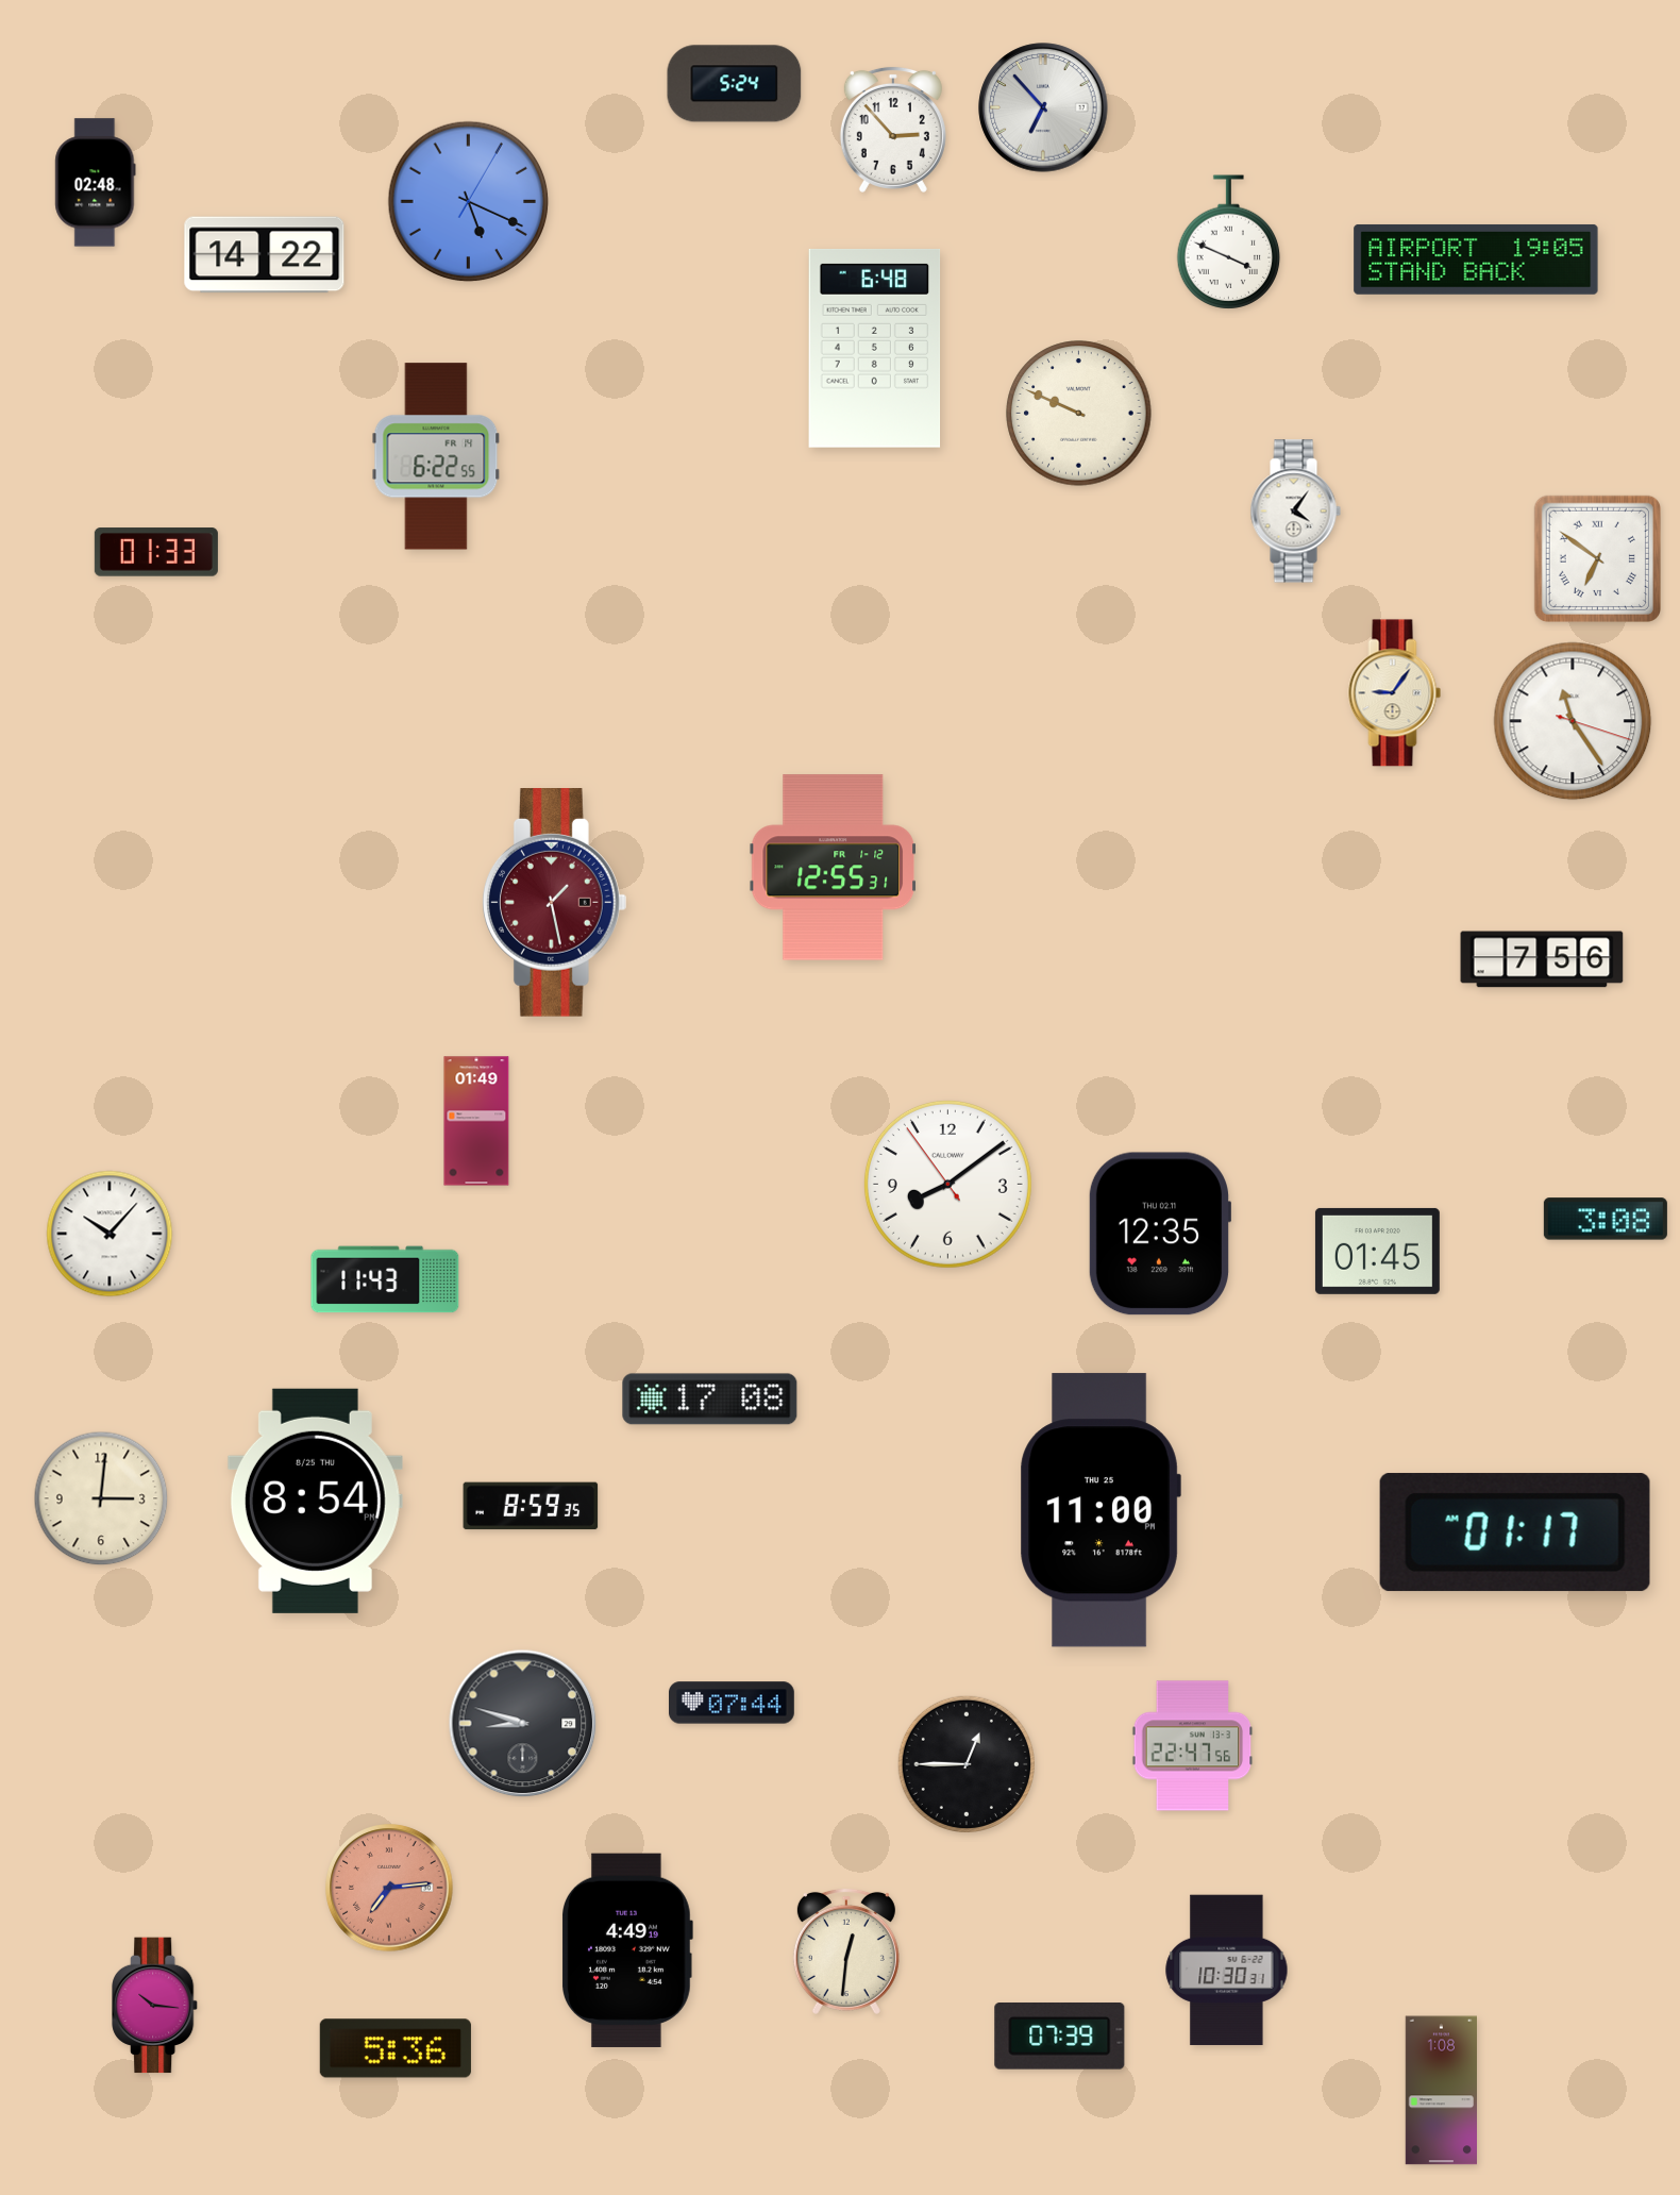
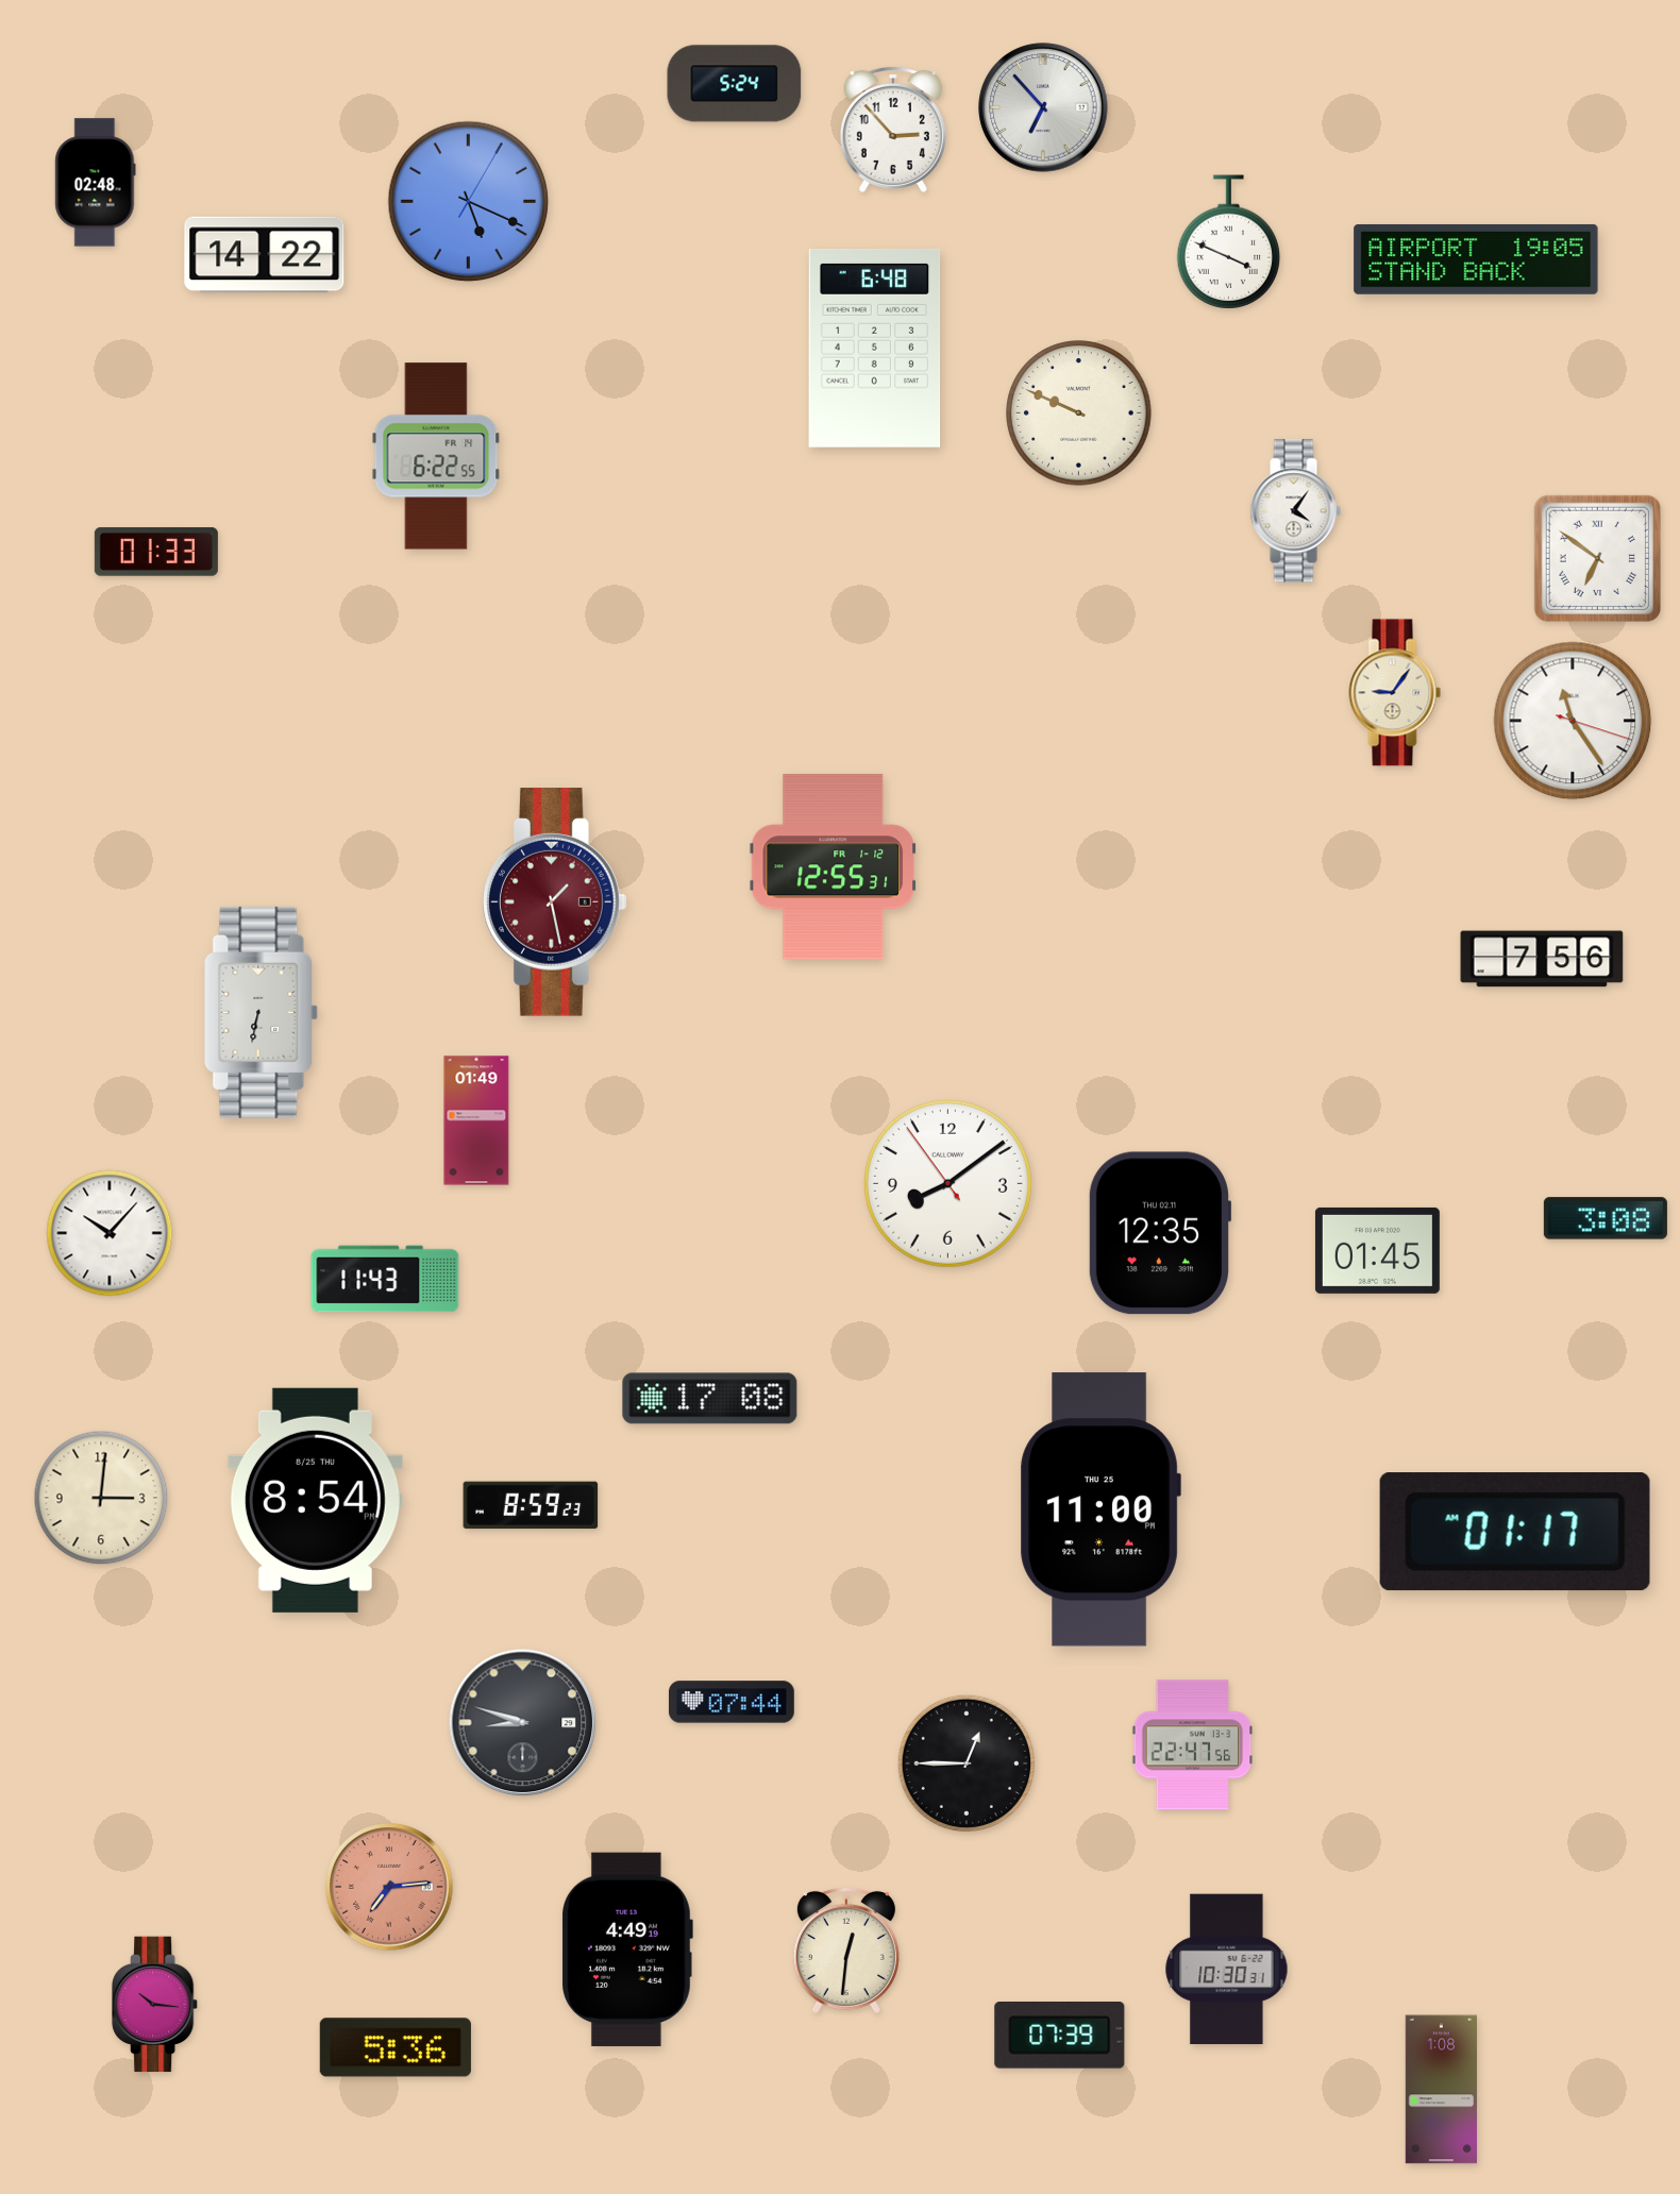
clock at (262, 1012): none -> 6:32
clock at (531, 1506): 8:59:35 -> 8:59:23
